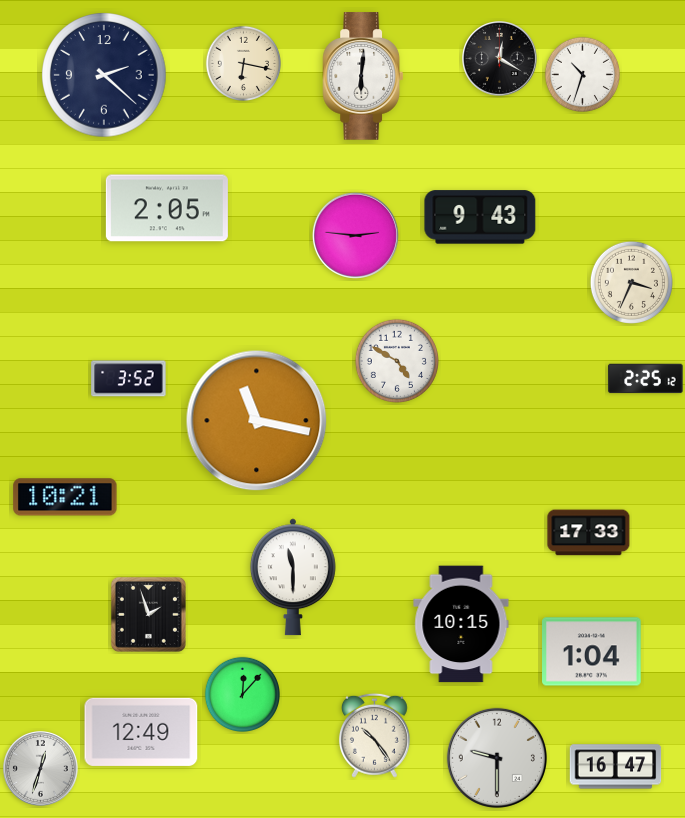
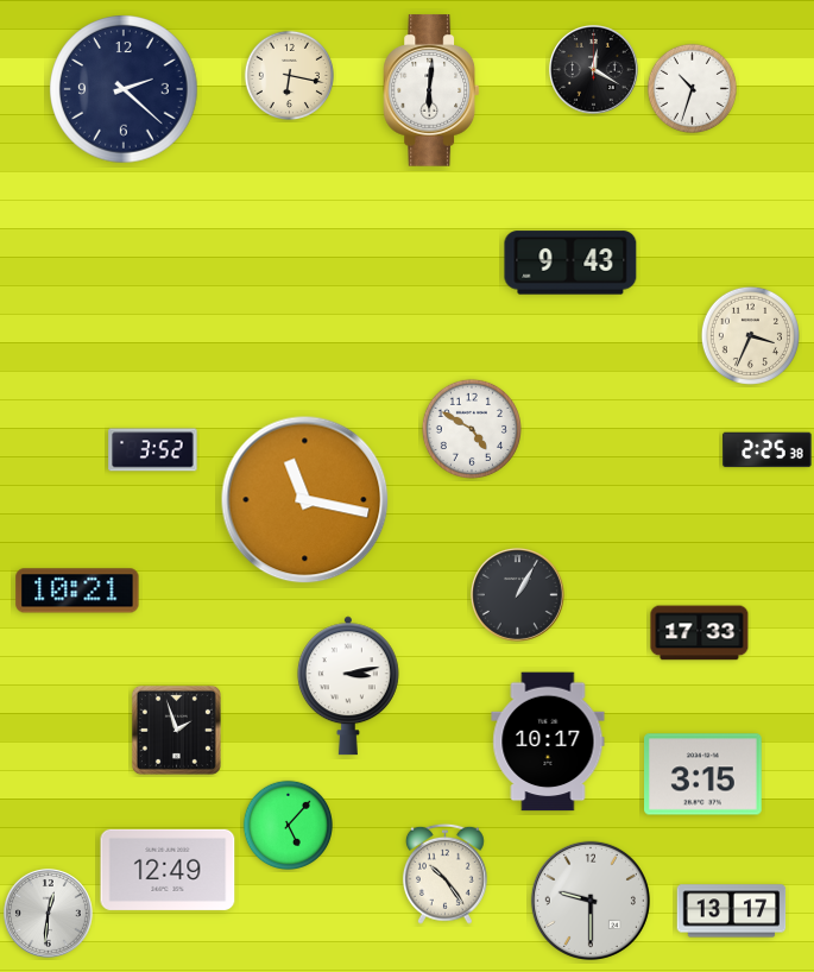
clock at (167, 208): 2:05 -> none
clock at (480, 217) position: (480, 217) -> (570, 263)
clock at (355, 235): 2:46 -> none
clock at (646, 379): 2:25:12 -> 2:25:38
clock at (517, 594): none -> 1:05
clock at (293, 577): 11:30 -> 3:13
clock at (461, 624): 10:15 -> 10:17
clock at (592, 652): 1:04 -> 3:15
clock at (242, 694): 12:07 -> 5:07
clock at (616, 767): 16:47 -> 13:17
clock at (41, 769): 12:33 -> 12:31
